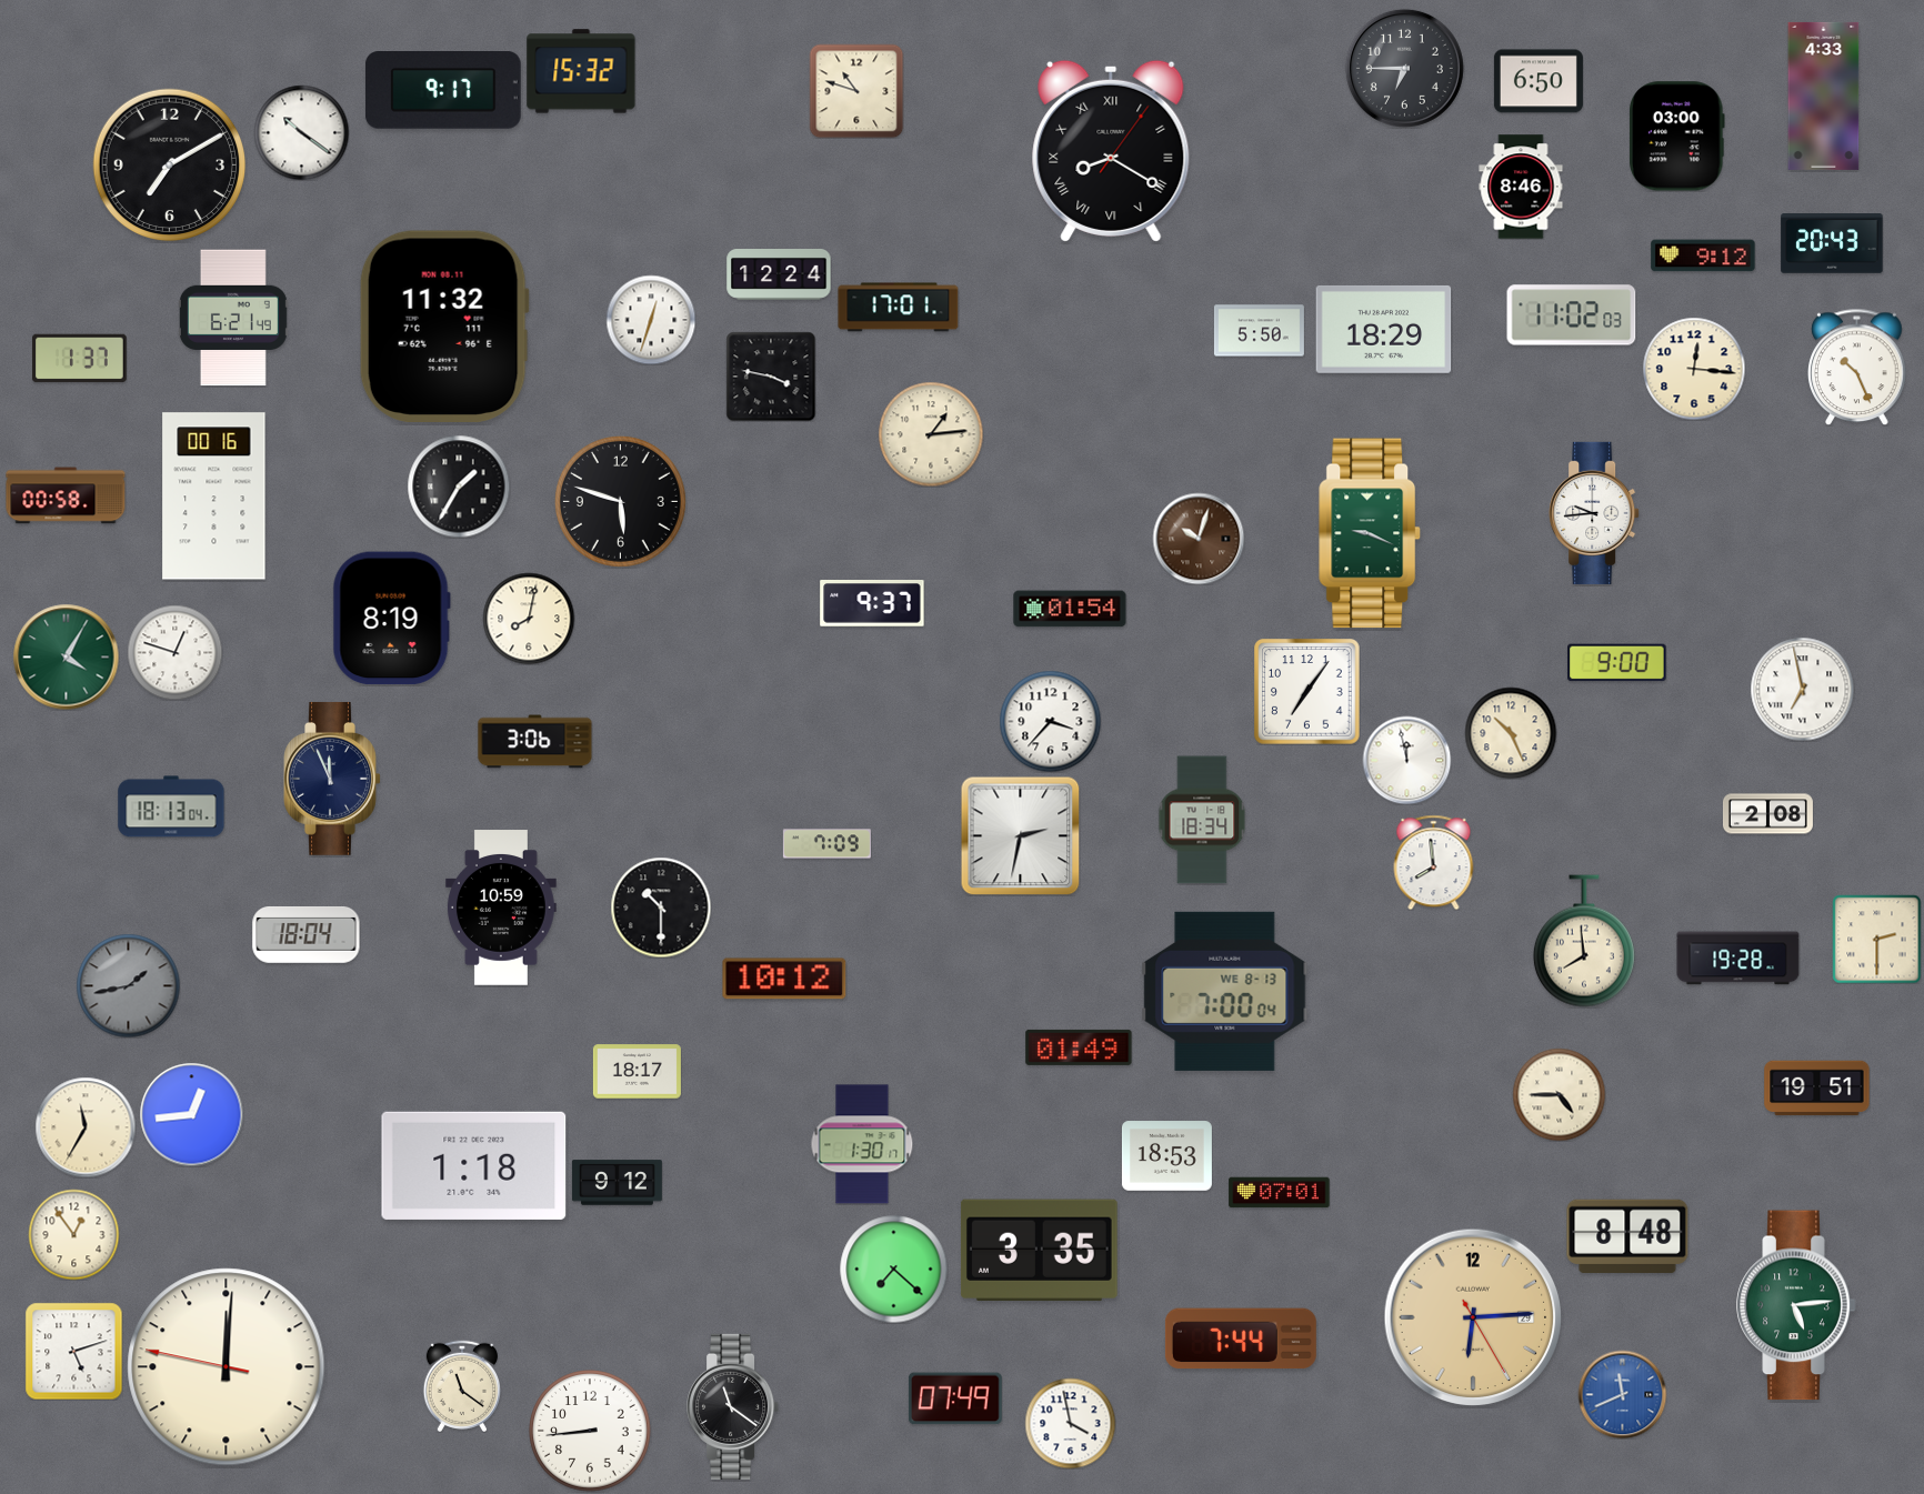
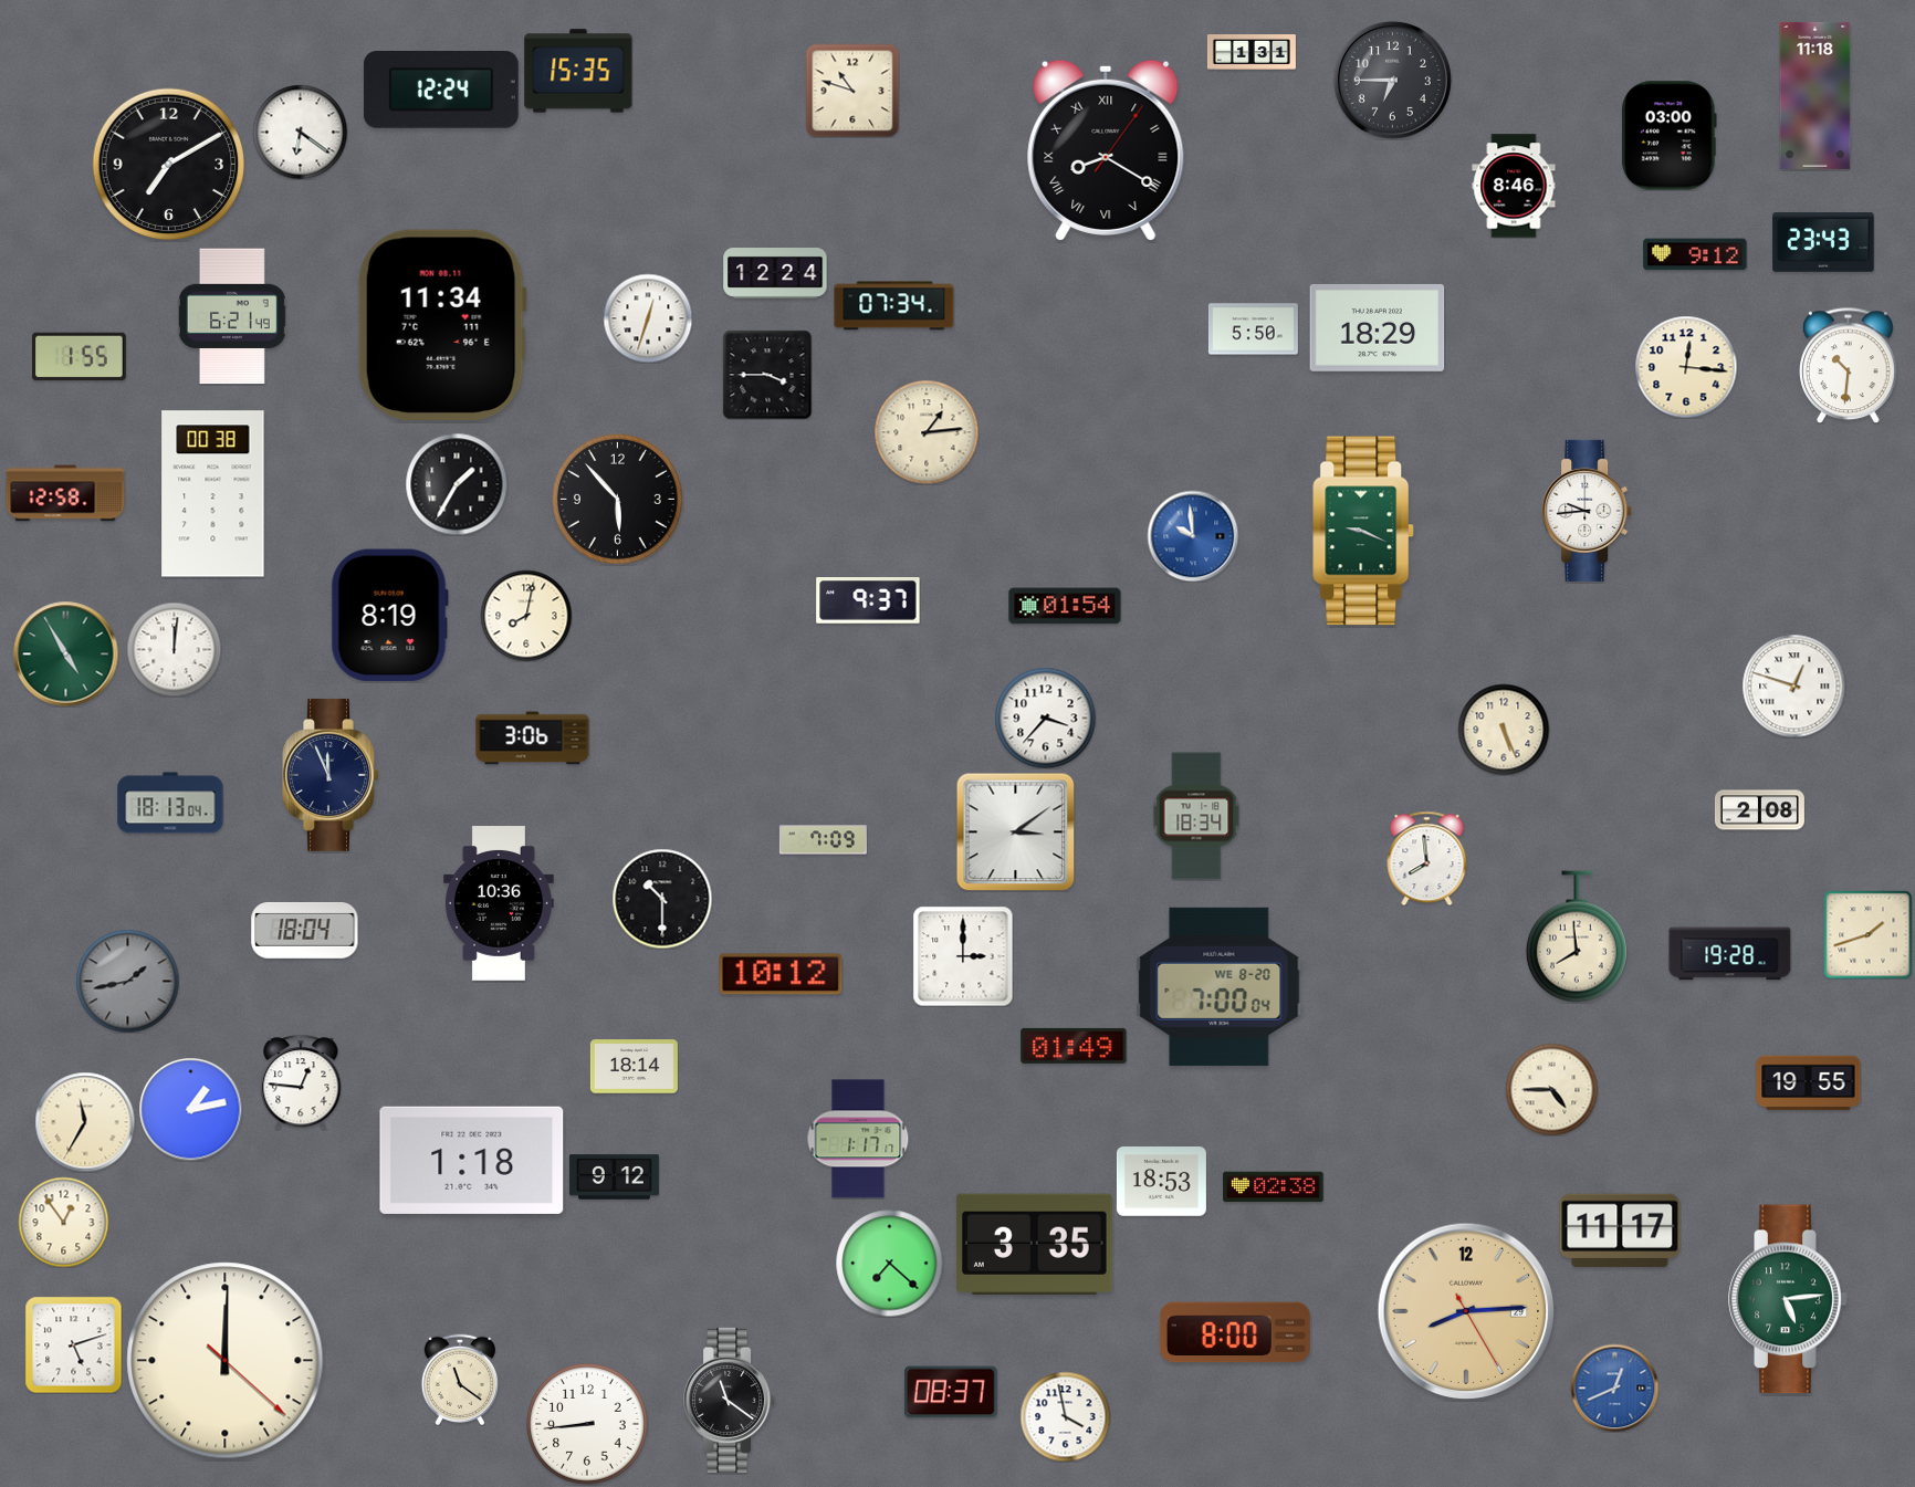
clock at (1252, 53): none -> 1:31
clock at (1404, 68) position: (1404, 68) -> (1392, 80)
clock at (581, 71): 15:32 -> 15:35
clock at (1539, 81): 6:50 -> none
clock at (443, 91): 9:17 -> 12:24
clock at (1824, 96): 4:33 -> 11:18
clock at (301, 132): 10:21 -> 6:21
clock at (1832, 243): 20:43 -> 23:43
clock at (899, 308): 17:01 -> 07:34
clock at (1572, 315): 11:02 -> none
clock at (444, 325): 11:32 -> 11:34
clock at (80, 359): 1:37 -> 1:55
clock at (1857, 367): 10:26 -> 10:31
clock at (771, 377): 3:47 -> 3:45
clock at (66, 495): 00:58 -> 12:58
clock at (214, 497): 00:16 -> 00:38
clock at (620, 501): 5:48 -> 5:53
clock at (1199, 539): 10:03 -> 9:59
clock at (1199, 539) dial: brown -> blue
clock at (174, 652): 12:48 -> 12:01
clock at (66, 656): 4:05 -> 4:55
clock at (1617, 663): 9:00 -> none
clock at (1802, 689): 6:58 -> 12:48
clock at (1307, 692): 7:06 -> none
clock at (1511, 733): 10:26 -> 5:26
clock at (1406, 760): 11:58 -> none
clock at (1020, 835): 2:32 -> 3:09
clock at (501, 908): 10:59 -> 10:36
clock at (661, 908) position: (661, 908) -> (662, 899)
clock at (1876, 939): 2:30 -> 1:42
clock at (963, 956): none -> 3:00
clock at (1225, 991) date: WE 8-13 -> WE 8-20
clock at (1079, 1047) position: (1079, 1047) -> (1074, 1046)
clock at (637, 1072): 18:17 -> 18:14
clock at (301, 1082): none -> 12:46
clock at (1817, 1089): 19:51 -> 19:55
clock at (191, 1114): 12:44 -> 1:13
clock at (862, 1144): 1:30 -> 1:17
clock at (1166, 1156) position: (1166, 1156) -> (1161, 1182)
clock at (1280, 1193): 07:01 -> 02:38
clock at (73, 1234) position: (73, 1234) -> (63, 1222)
clock at (1627, 1236): 8:48 -> 11:17
clock at (1473, 1317): 6:14 -> 8:14
clock at (1241, 1338): 7:44 -> 8:00
clock at (227, 1367): 12:00:47 -> 12:00:22
clock at (1622, 1394): 11:41 -> 12:41
clock at (955, 1398): 07:49 -> 08:37
